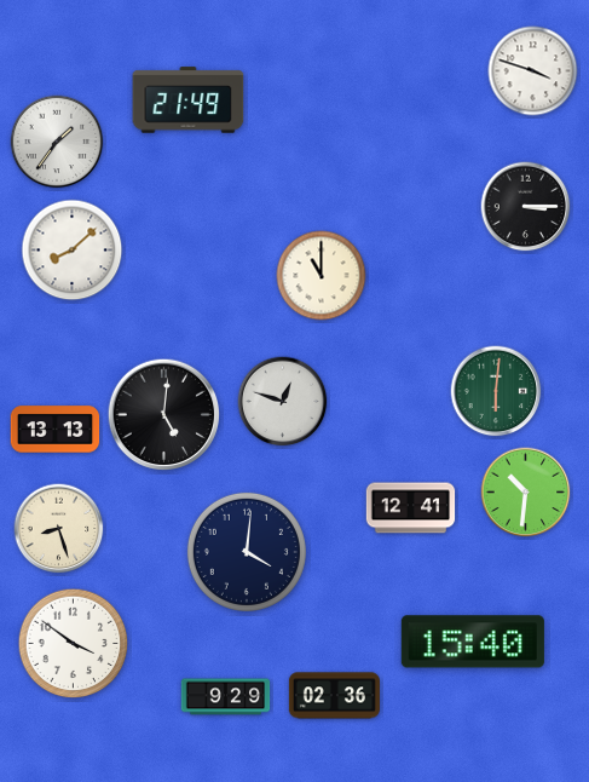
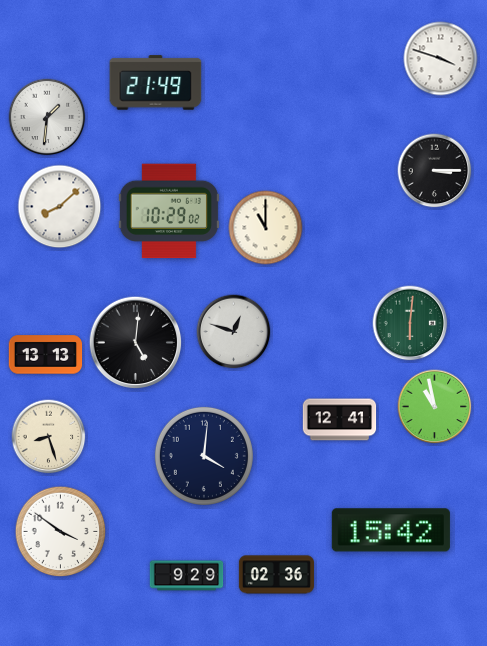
clock at (57, 142): 1:36 -> 1:31
clock at (169, 211): none -> 10:29
clock at (526, 493): 10:31 -> 10:58
clock at (473, 642): 15:40 -> 15:42
